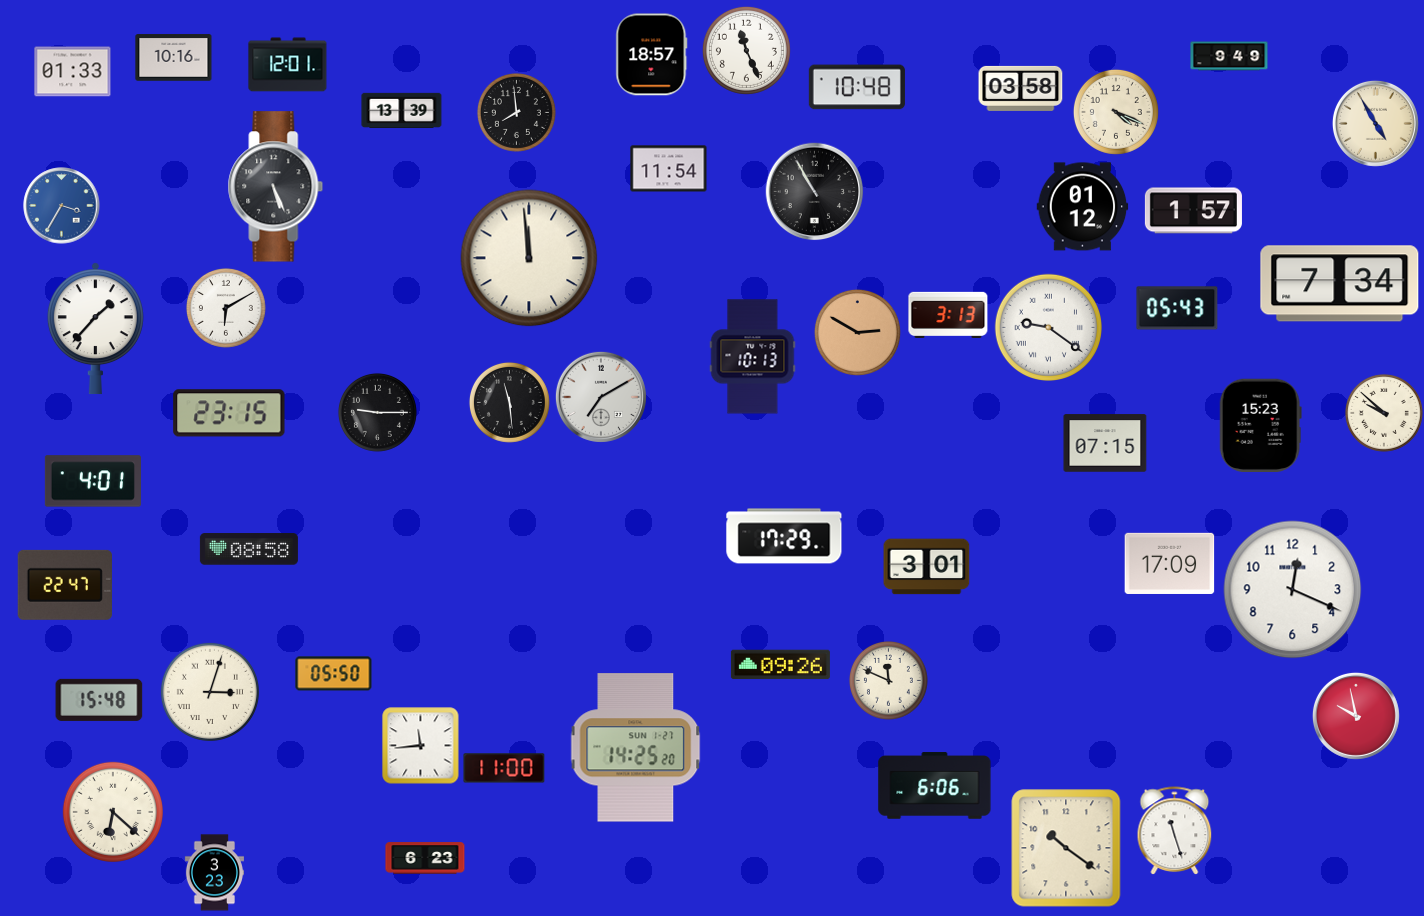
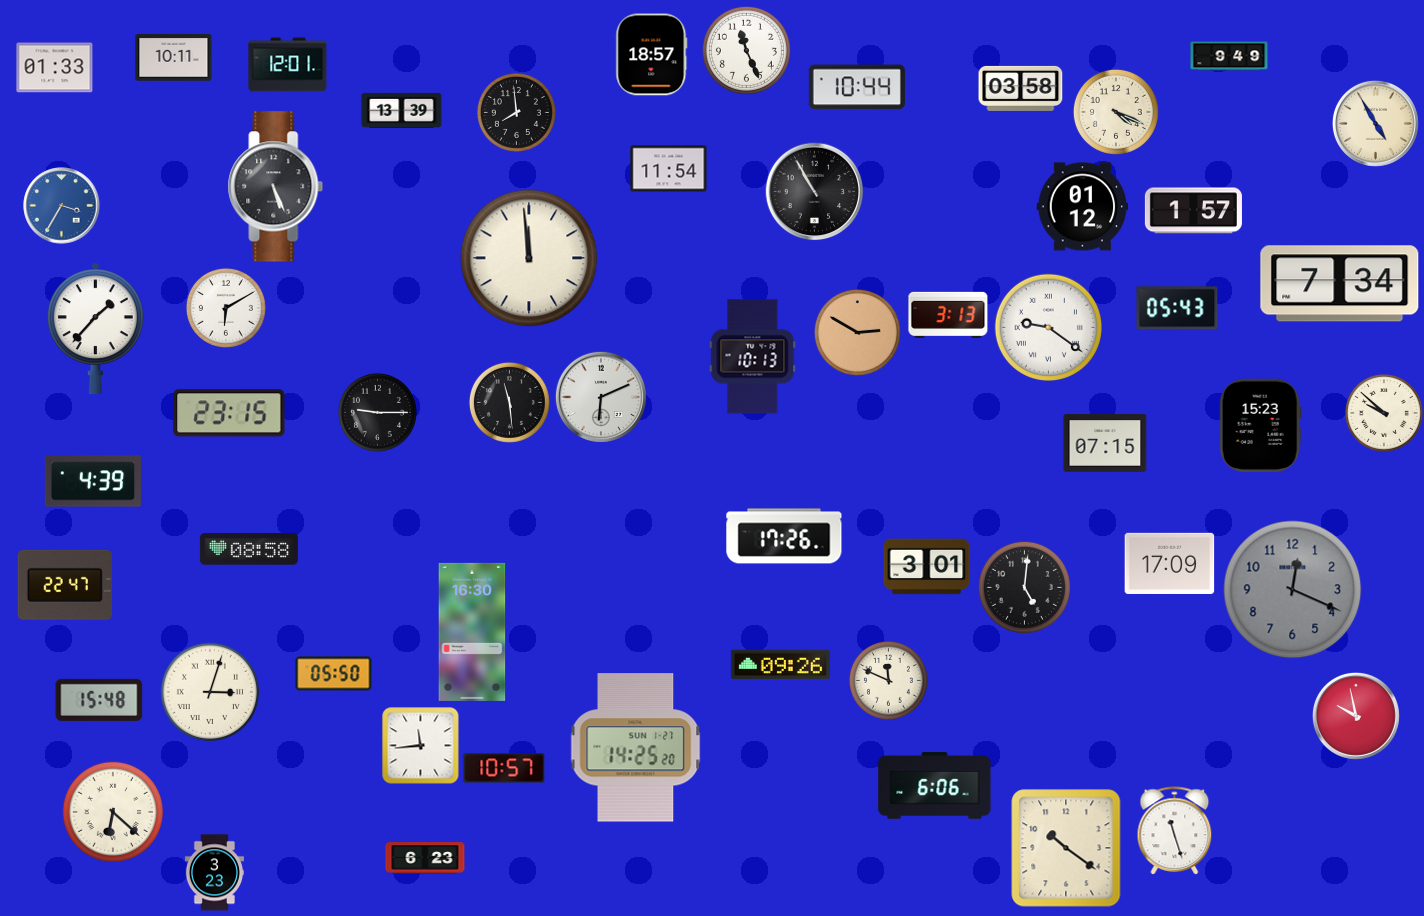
clock at (174, 58): 10:16 -> 10:11
clock at (73, 72) position: (73, 72) -> (55, 68)
clock at (857, 87): 10:48 -> 10:44
clock at (601, 397): 7:10 -> 6:11
clock at (93, 481): 4:01 -> 4:39
clock at (784, 536): 17:29 -> 17:26
clock at (1024, 587): none -> 5:01
clock at (1293, 590) dial: white -> grey
clock at (472, 632): none -> 16:30
clock at (504, 768): 11:00 -> 10:57
